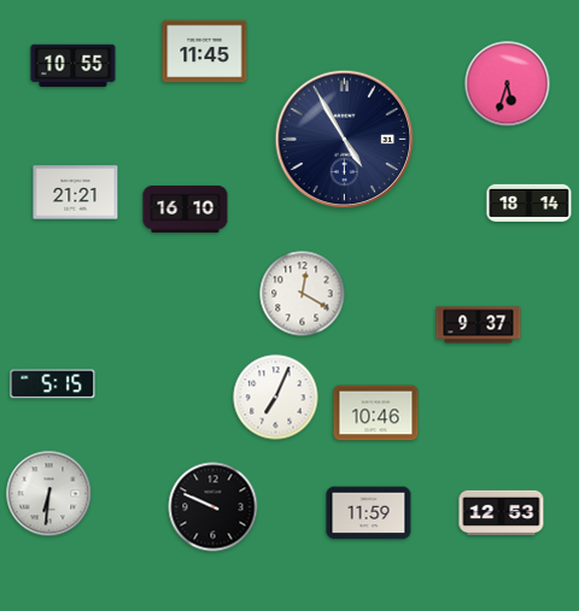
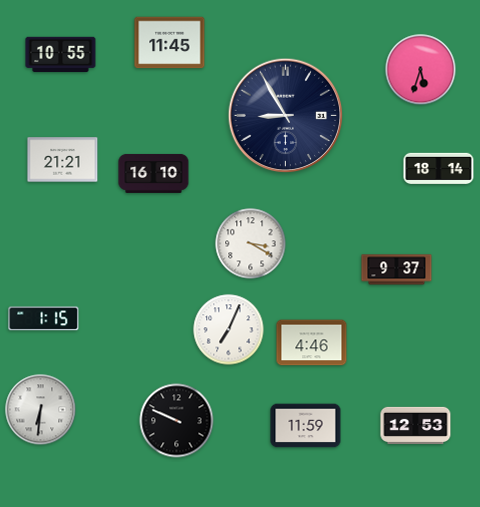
clock at (345, 140): 4:55 -> 8:55
clock at (303, 294): 12:20 -> 3:20
clock at (53, 384): 5:15 -> 1:15
clock at (376, 413): 10:46 -> 4:46
